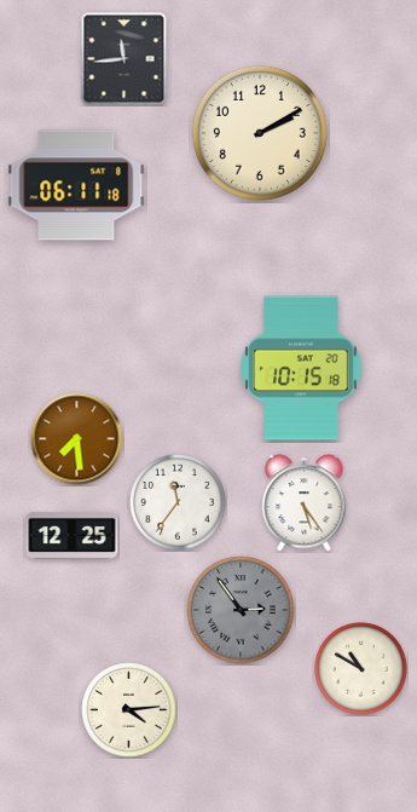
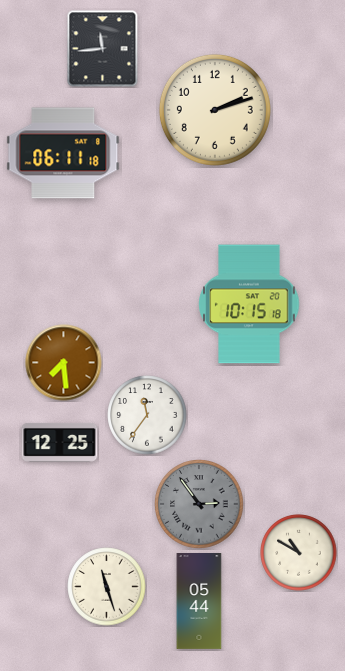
clock at (260, 133): 2:10 -> 2:12
clock at (305, 503): 5:24 -> none
clock at (129, 710): 4:14 -> 11:27
clock at (199, 602): none -> 05:44
